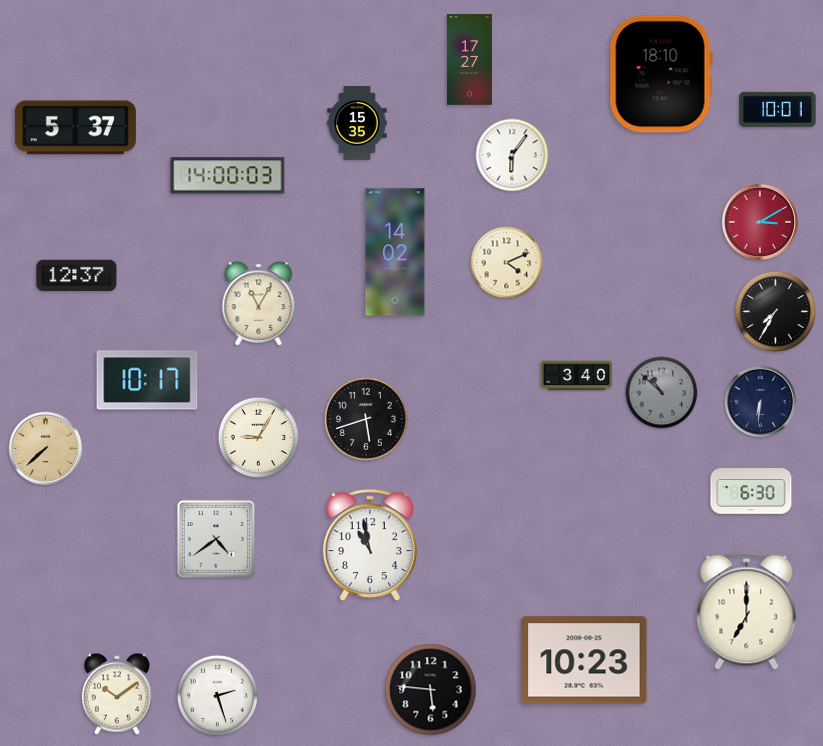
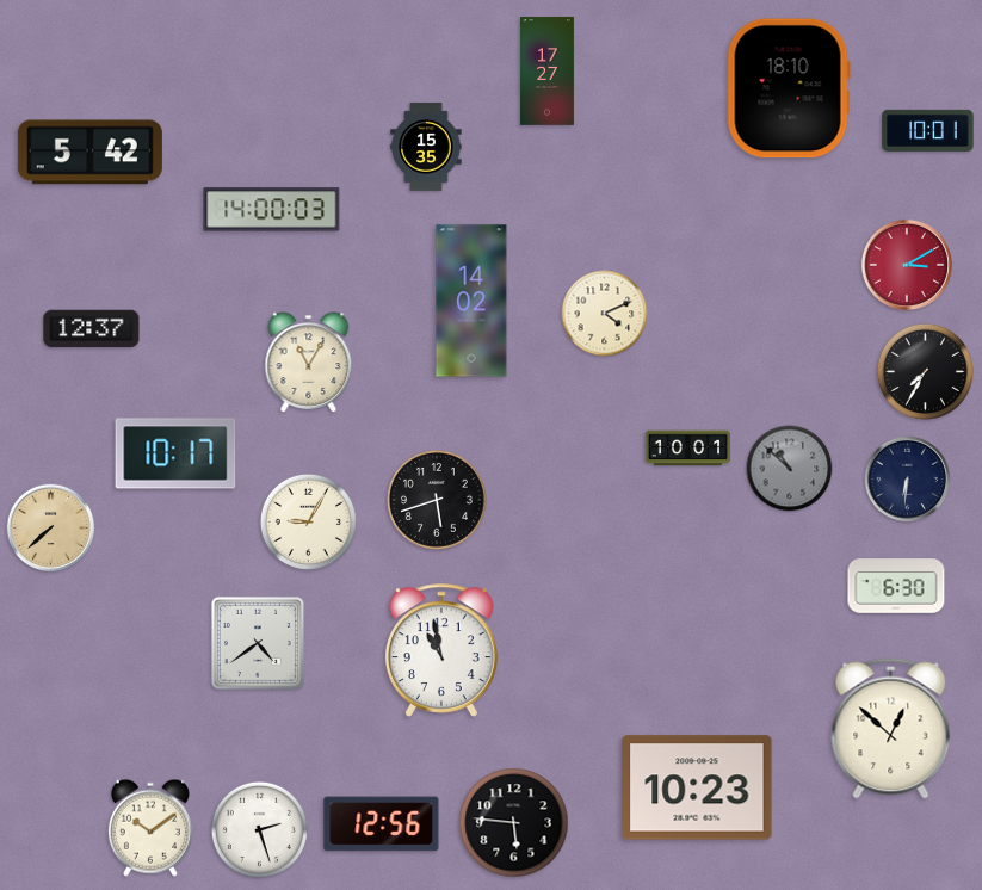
clock at (469, 60) position: (469, 60) -> (546, 72)
clock at (75, 128): 5:37 -> 5:42
clock at (512, 155): 6:06 -> none
clock at (577, 376): 3:40 -> 10:01
clock at (45, 448) position: (45, 448) -> (50, 527)
clock at (747, 611): 7:00 -> 12:52
clock at (382, 824): none -> 12:56
clock at (117, 694) position: (117, 694) -> (150, 828)
